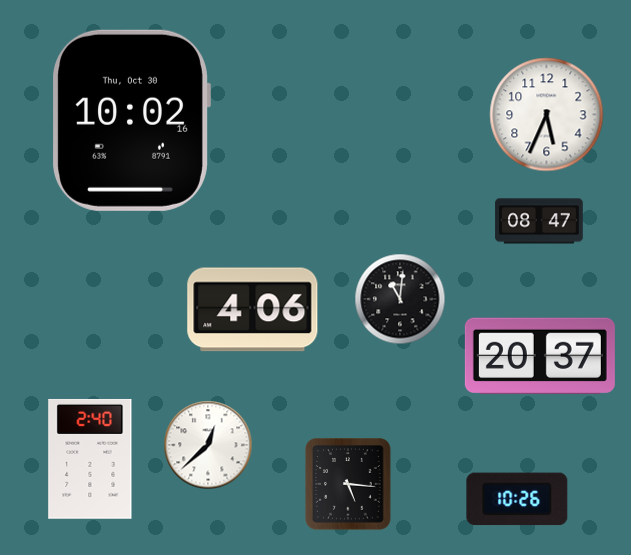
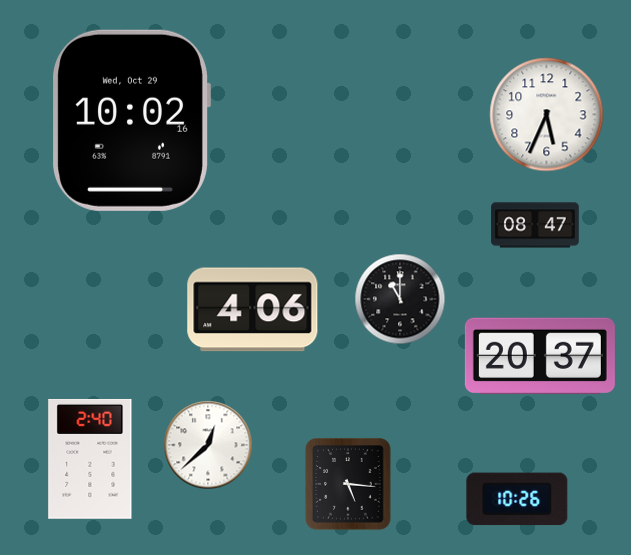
clock at (131, 120) date: Thu, Oct 30 -> Wed, Oct 29
clock at (539, 221) position: (539, 221) -> (535, 225)
clock at (400, 299): 11:01 -> 11:00
